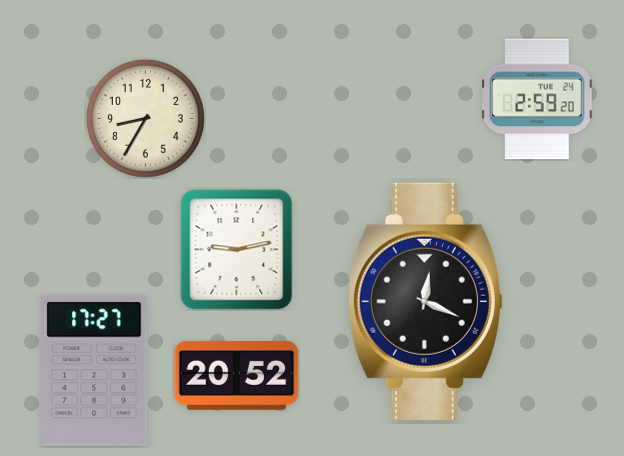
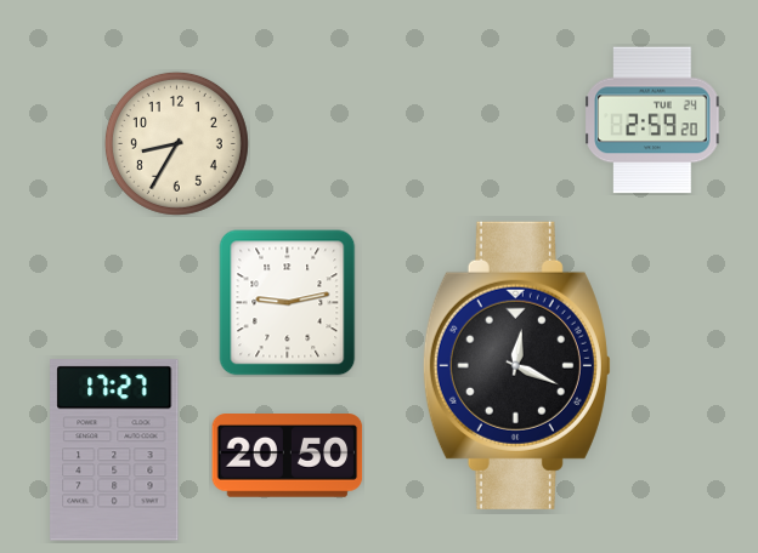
clock at (237, 376): 20:52 -> 20:50
